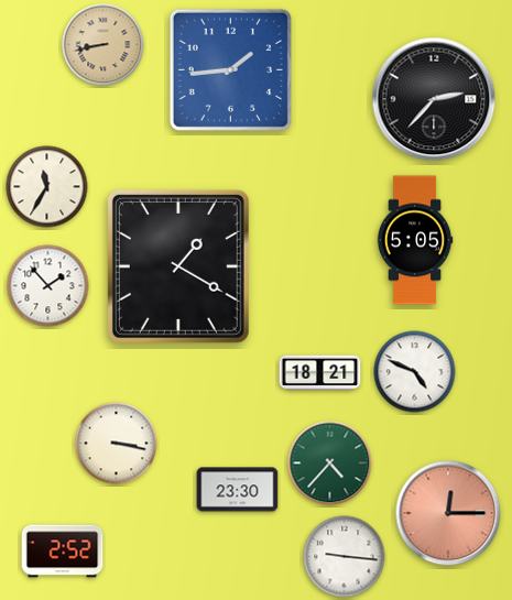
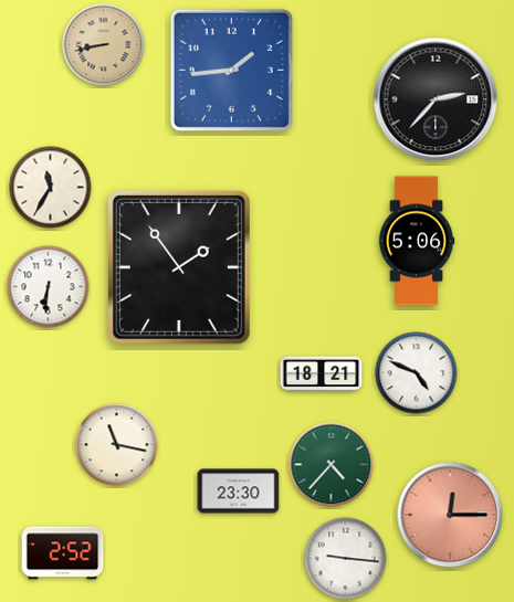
clock at (47, 187) position: (47, 187) -> (51, 188)
clock at (415, 240): 5:05 -> 5:06
clock at (178, 266): 1:20 -> 1:54
clock at (48, 286): 1:53 -> 6:31
clock at (117, 444): 3:17 -> 11:17
